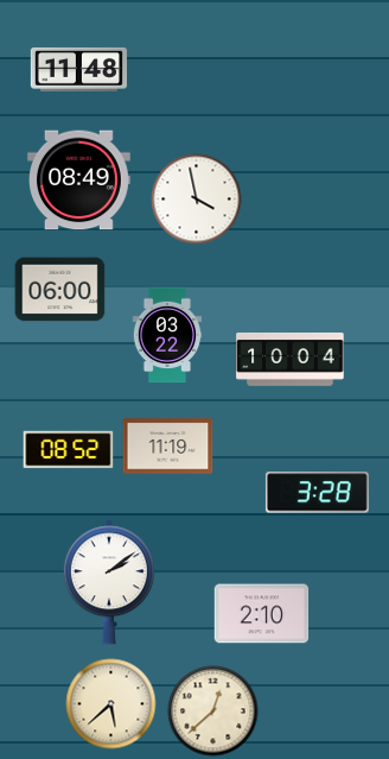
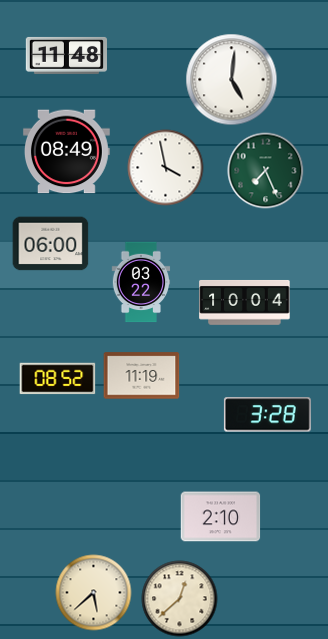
clock at (78, 69) position: (78, 69) -> (66, 55)
clock at (232, 80): none -> 5:01
clock at (266, 171): none -> 7:26
clock at (109, 582): 2:09 -> none
